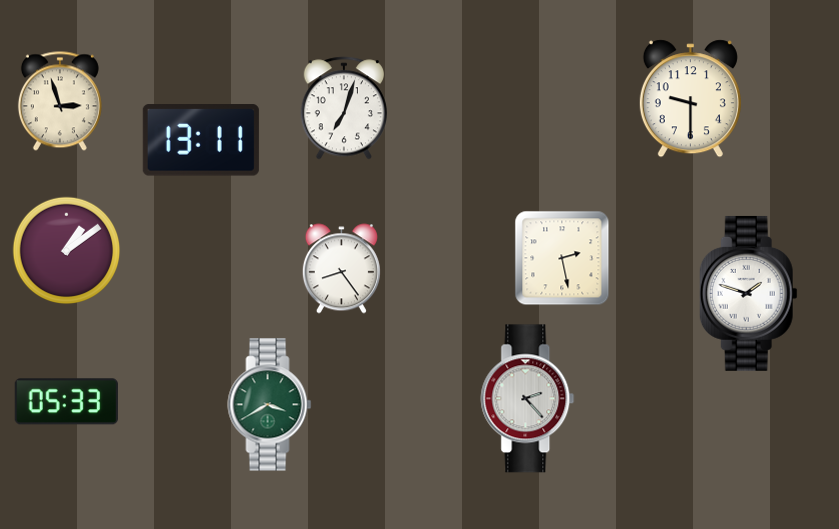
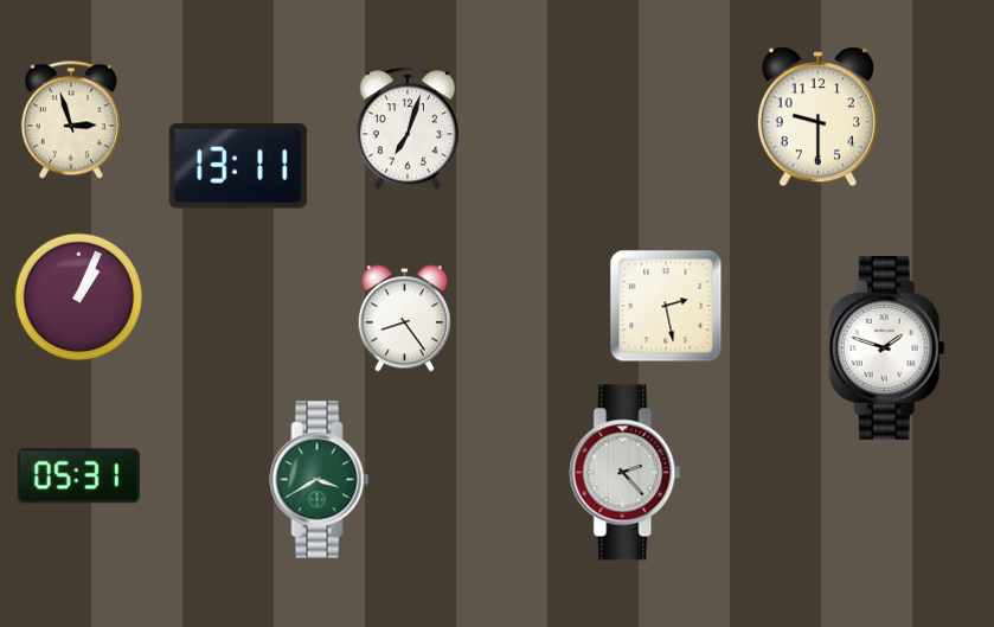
clock at (67, 251): 1:09 -> 1:04
clock at (66, 402): 05:33 -> 05:31
